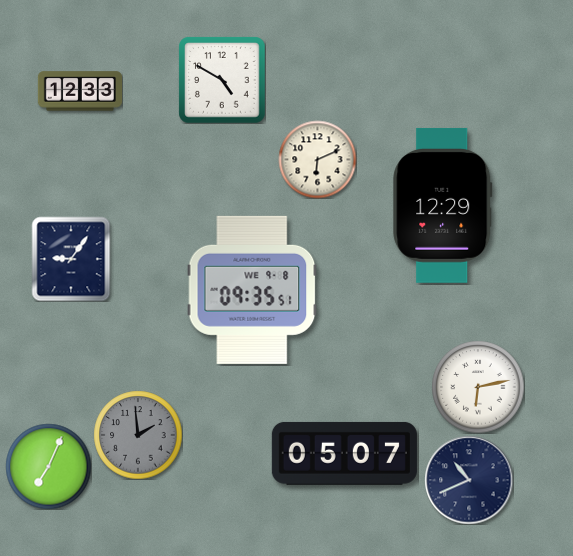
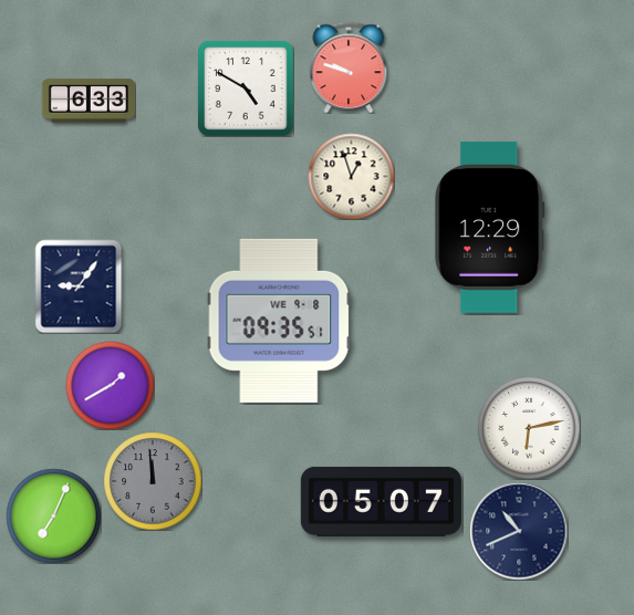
clock at (349, 67): none -> 9:48
clock at (79, 91): 12:33 -> 6:33
clock at (317, 159): 6:11 -> 12:57
clock at (110, 385): none -> 1:40
clock at (138, 435): 1:59 -> 11:59
